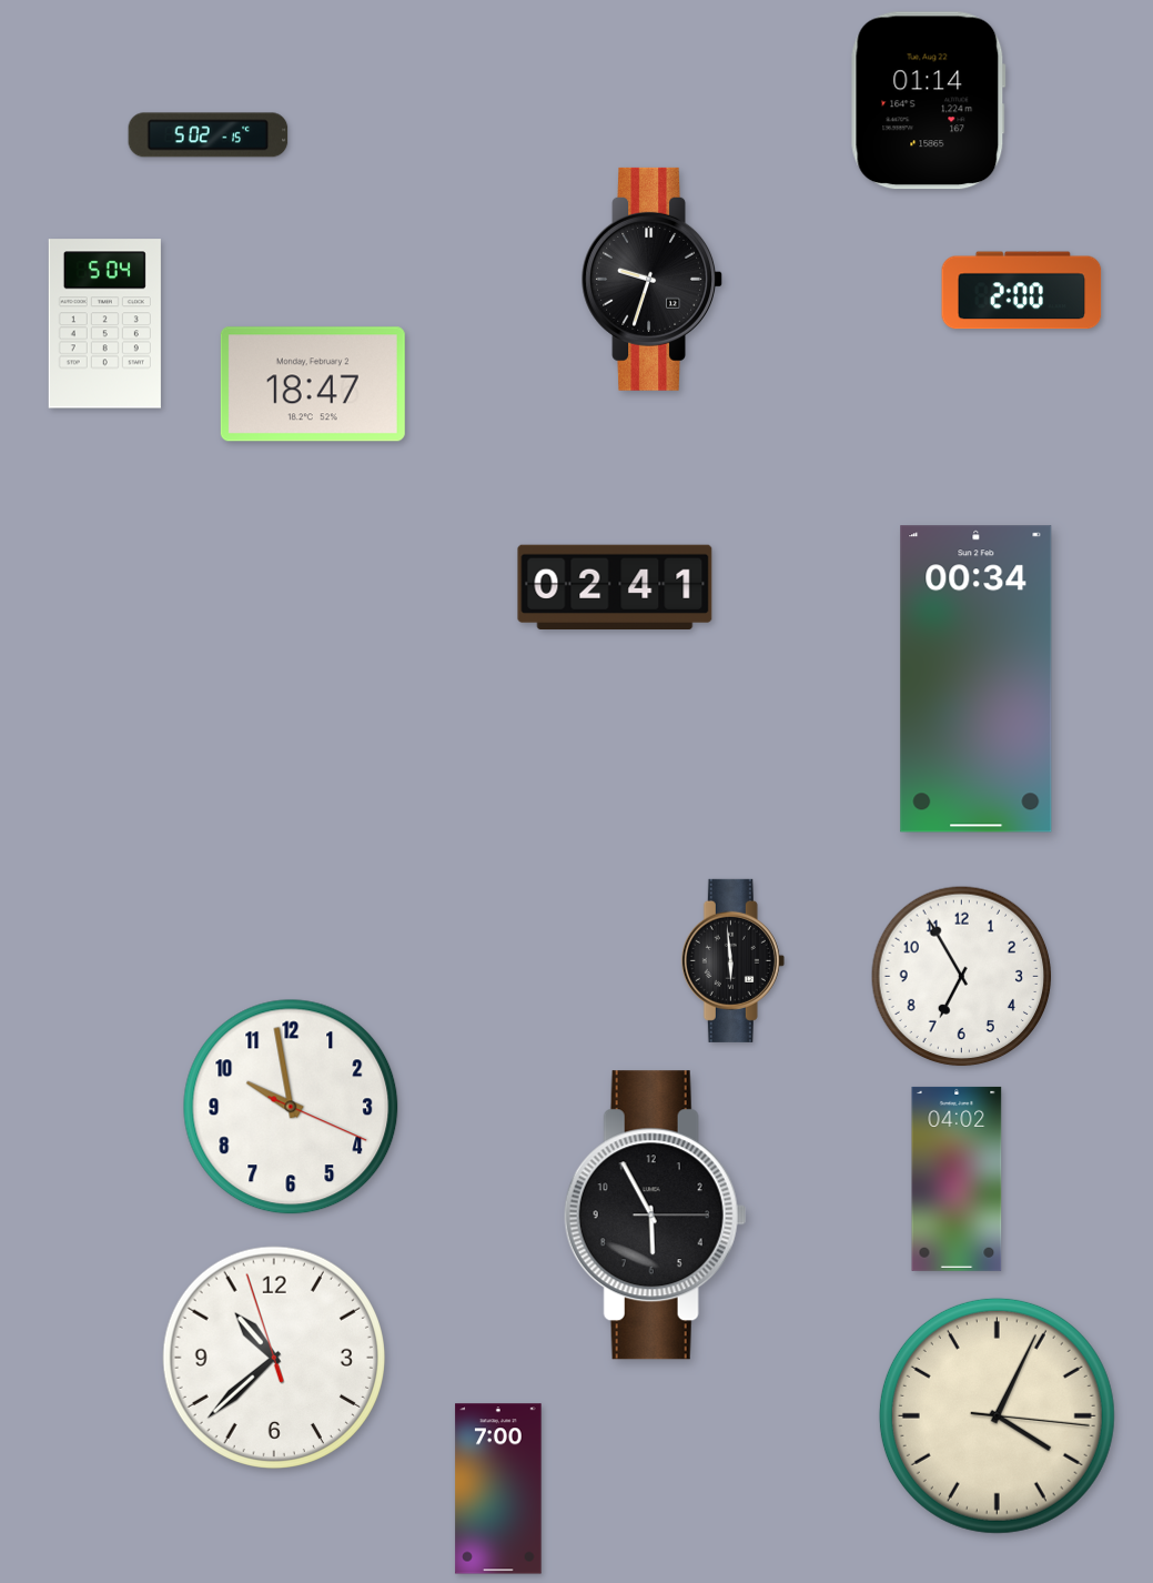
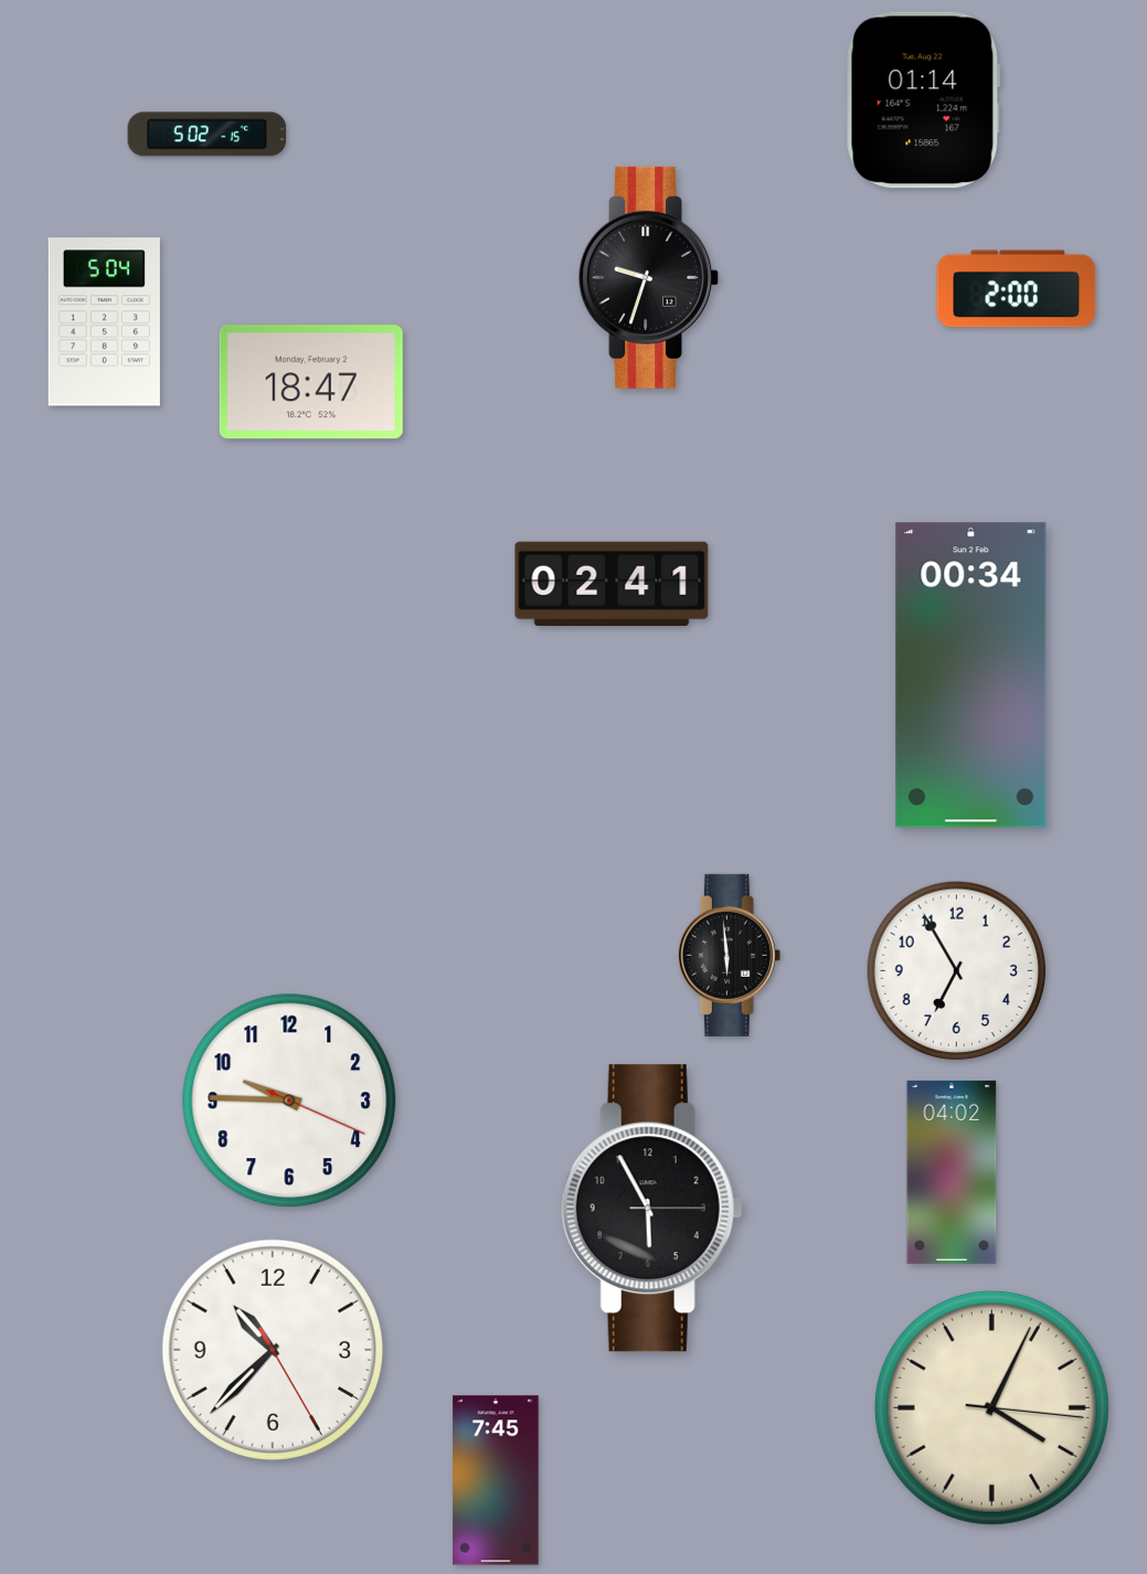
clock at (291, 1107): 9:58 -> 9:45
clock at (273, 1357): 10:37:57 -> 10:37:25
clock at (498, 1489): 7:00 -> 7:45
